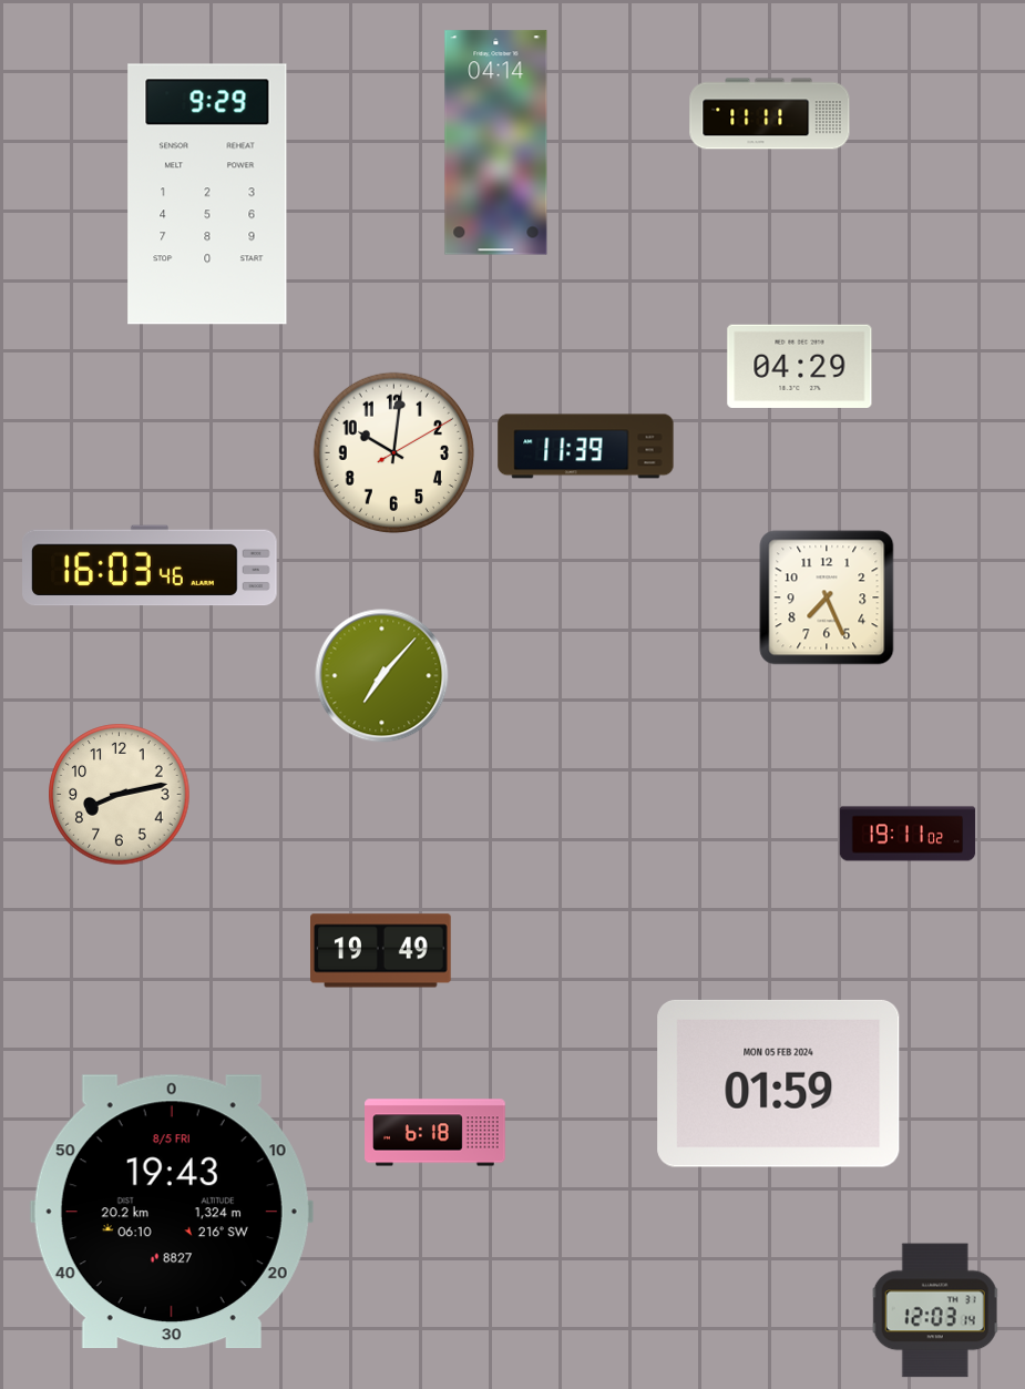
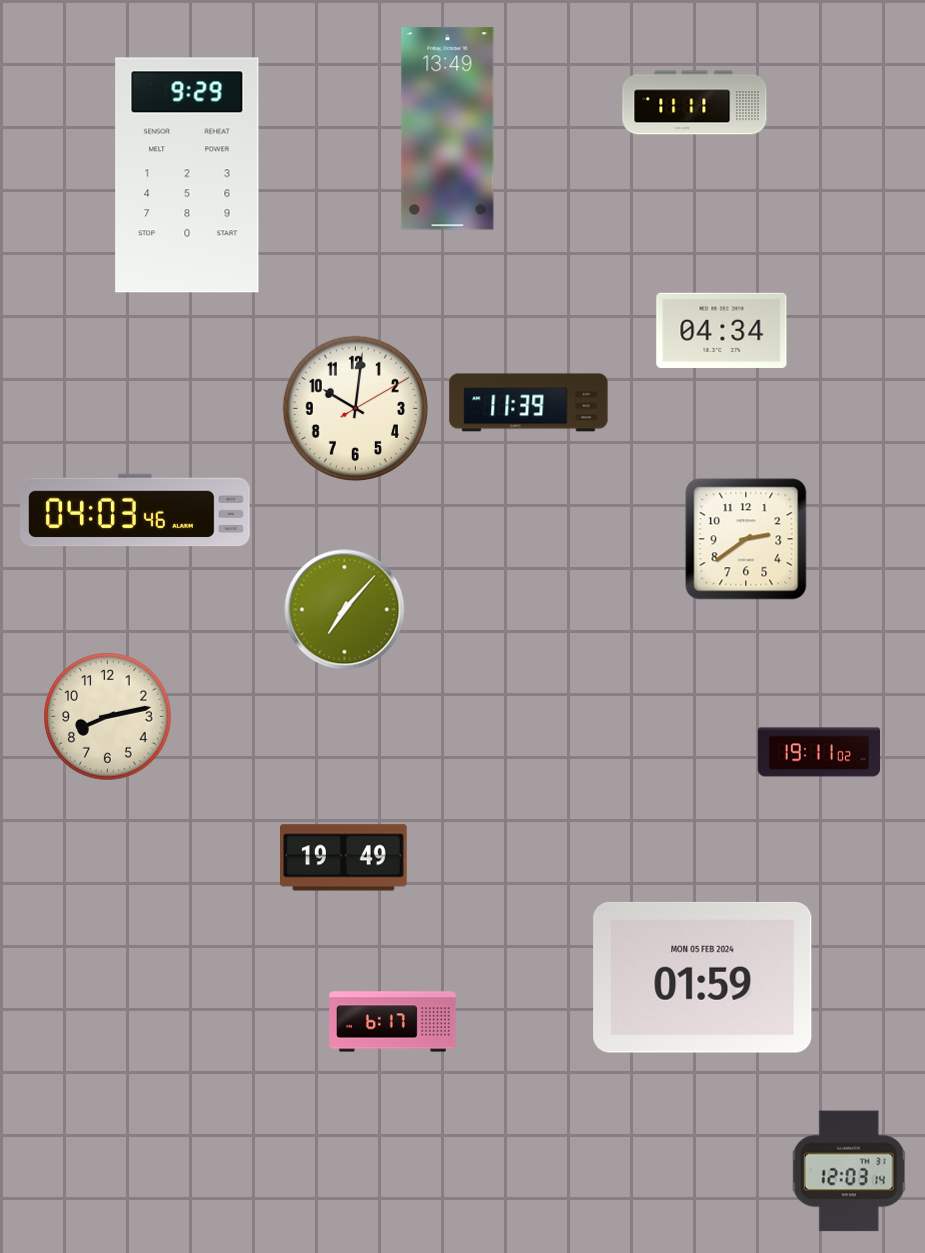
clock at (496, 143): 04:14 -> 13:49
clock at (800, 366): 04:29 -> 04:34
clock at (150, 565): 16:03 -> 04:03
clock at (827, 598): 7:26 -> 2:39
clock at (435, 1133): 6:18 -> 6:17
clock at (172, 1212): 19:43 -> none
clock at (935, 1310) position: (935, 1310) -> (849, 1171)
